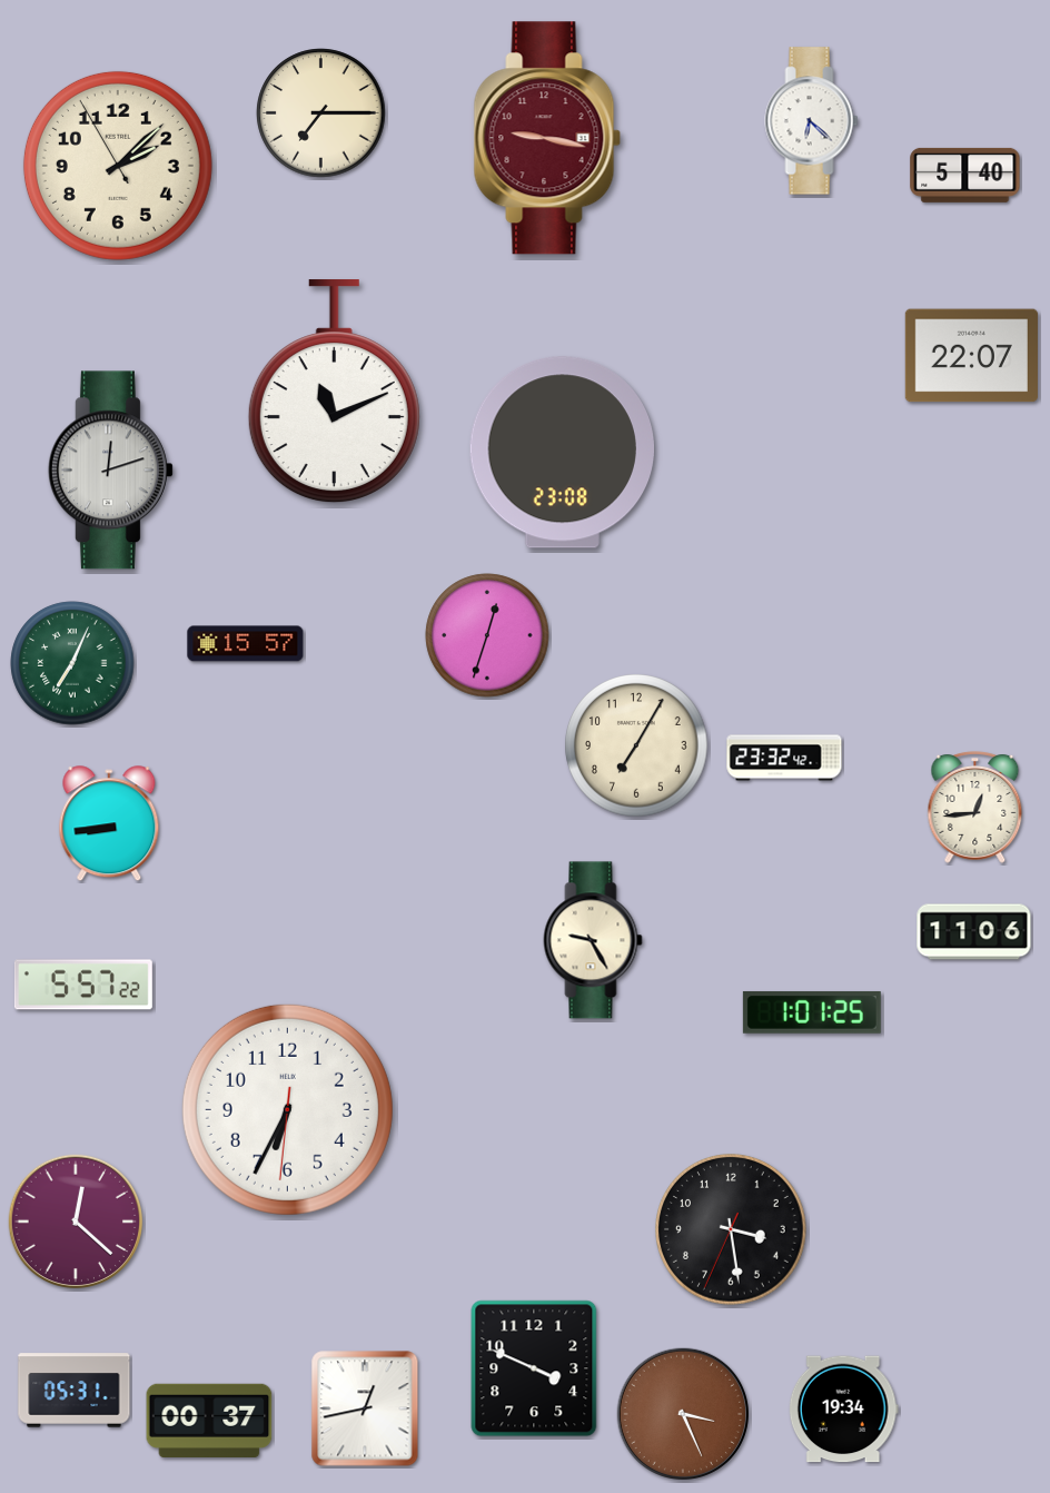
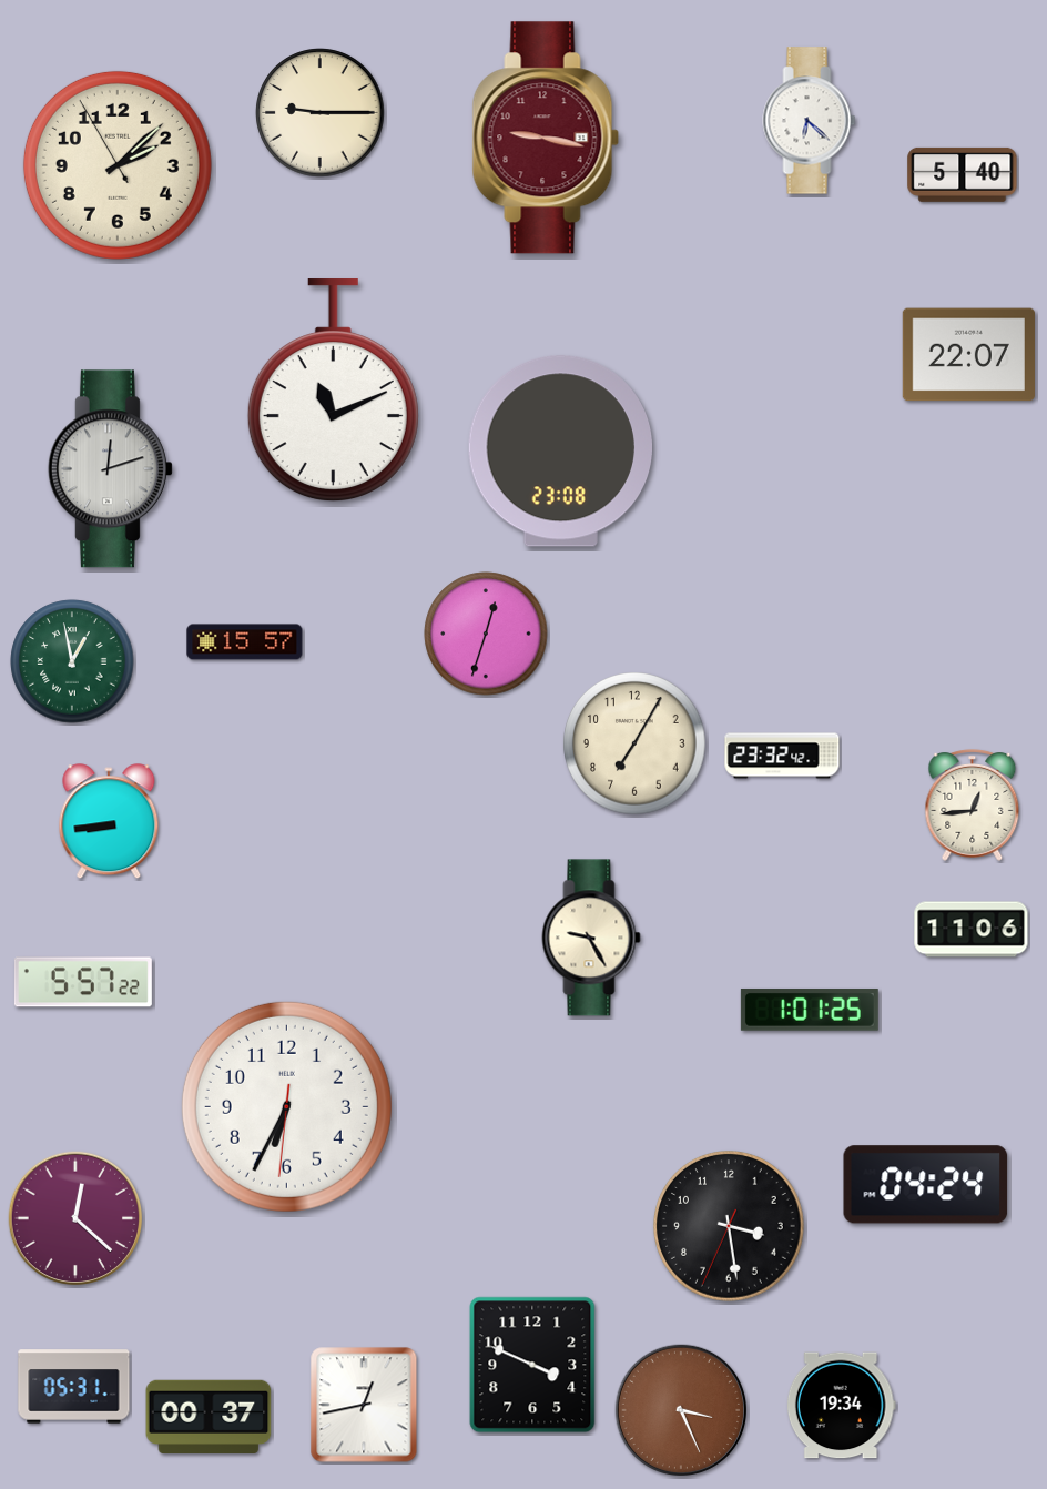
clock at (321, 113): 7:15 -> 9:15
clock at (72, 663): 7:04 -> 12:58
clock at (926, 1185): none -> 04:24
